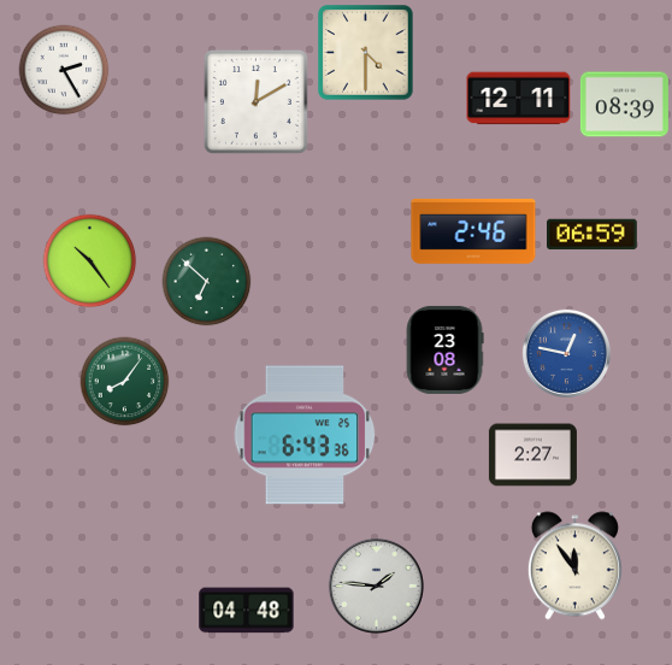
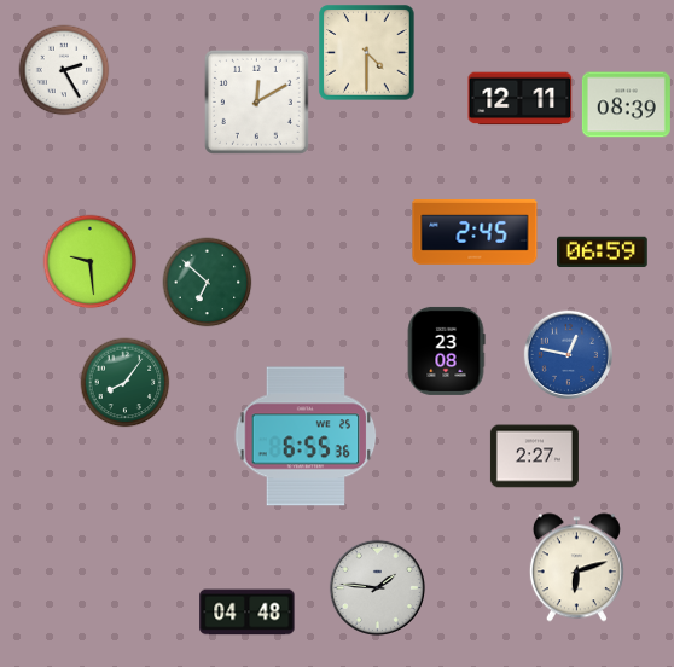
clock at (473, 231): 2:46 -> 2:45
clock at (593, 235) position: (593, 235) -> (603, 253)
clock at (90, 261): 10:24 -> 9:29
clock at (305, 435): 6:43 -> 6:55
clock at (574, 566): 11:54 -> 6:12
